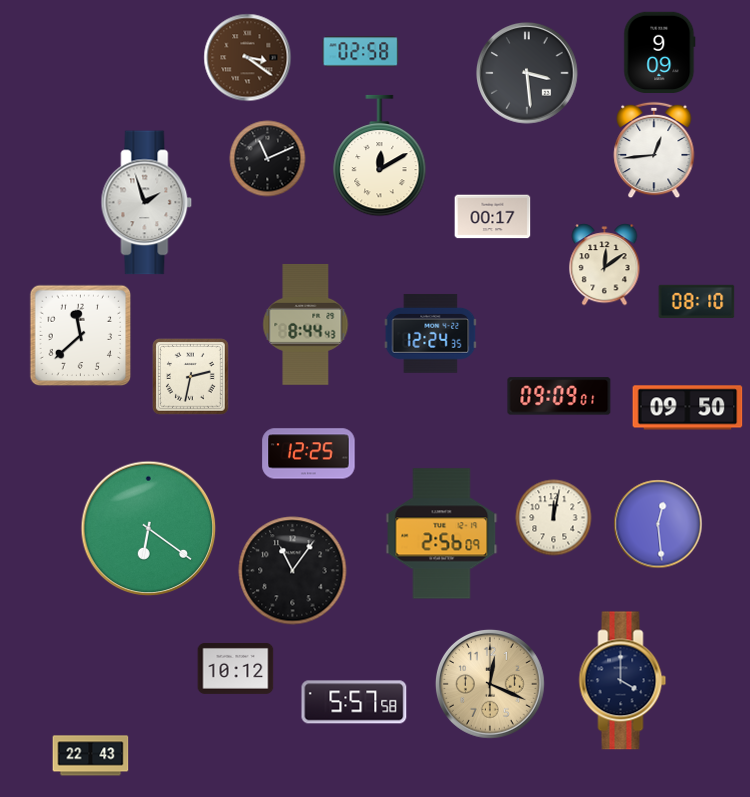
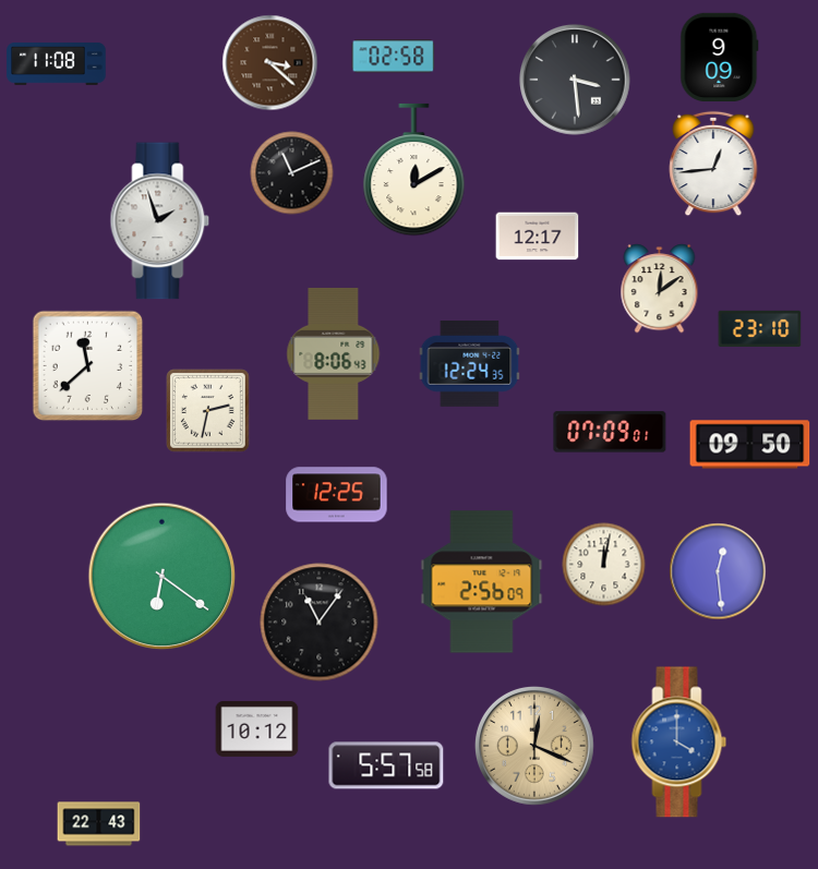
clock at (248, 58): 3:21 -> 3:22
clock at (57, 64): none -> 11:08
clock at (493, 217): 00:17 -> 12:17
clock at (697, 302): 08:10 -> 23:10
clock at (306, 324): 8:44 -> 8:06
clock at (559, 396): 09:09 -> 07:09
clock at (623, 681) dial: navy -> blue
